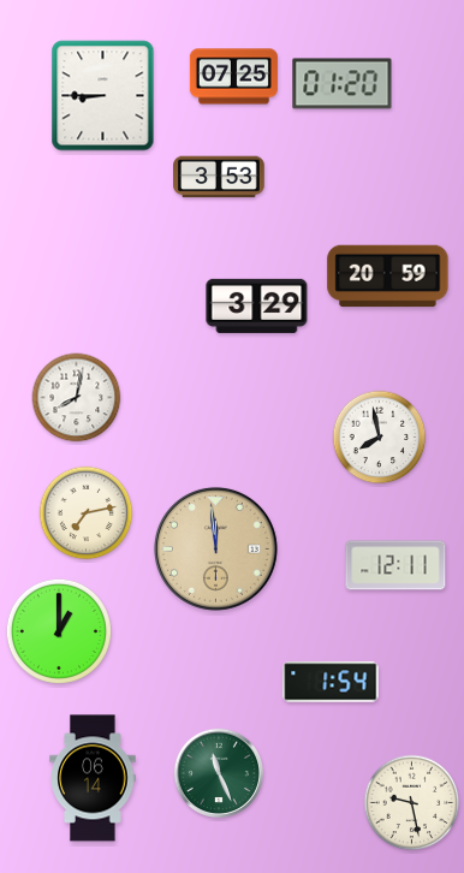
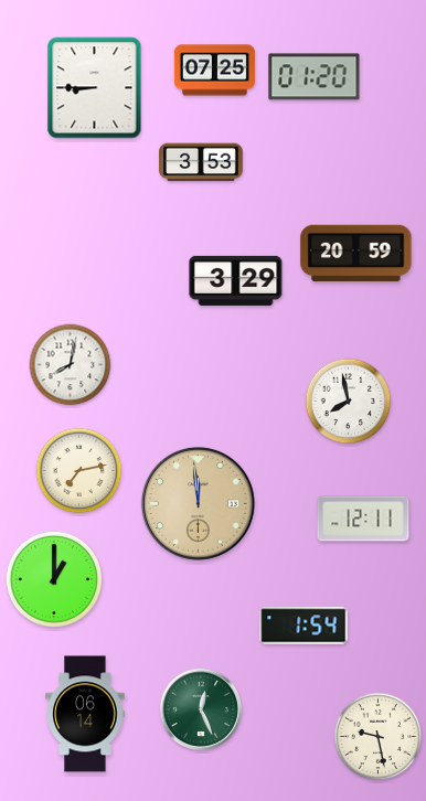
clock at (218, 772): 11:26 -> 12:26
